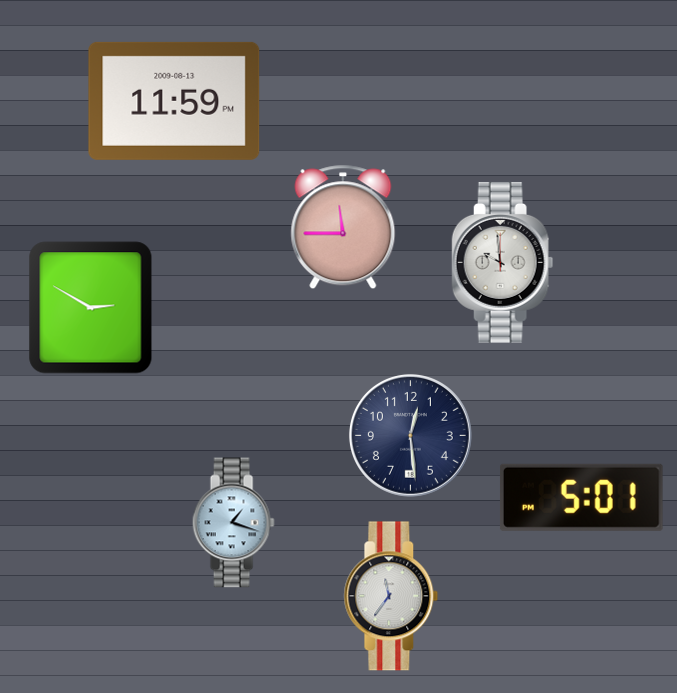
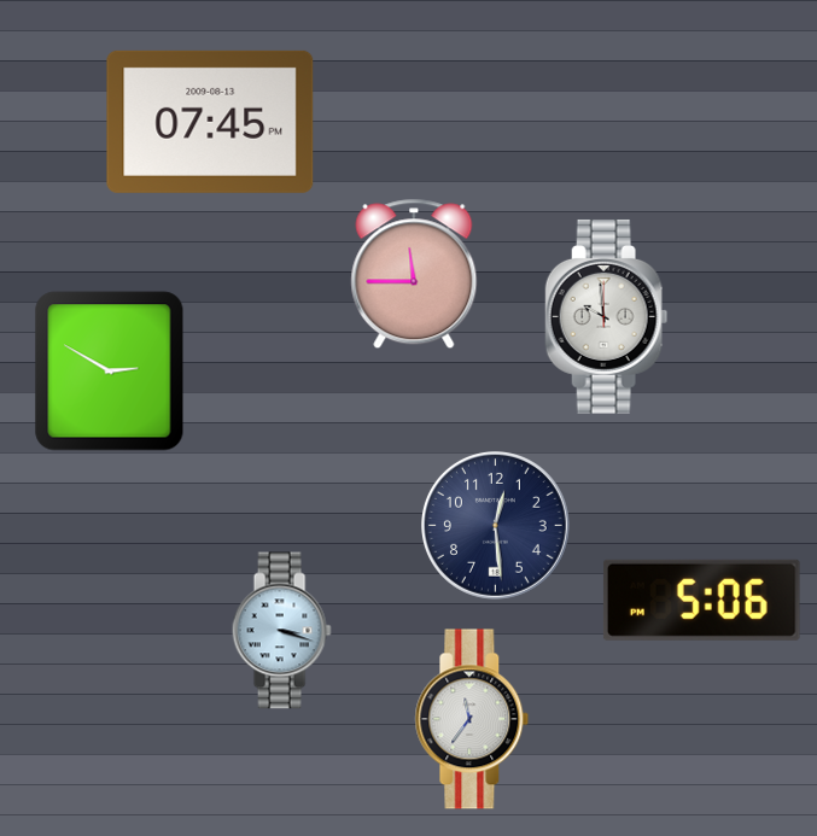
clock at (174, 101): 11:59 -> 07:45
clock at (581, 497): 5:01 -> 5:06
clock at (233, 523): 1:18 -> 3:18
